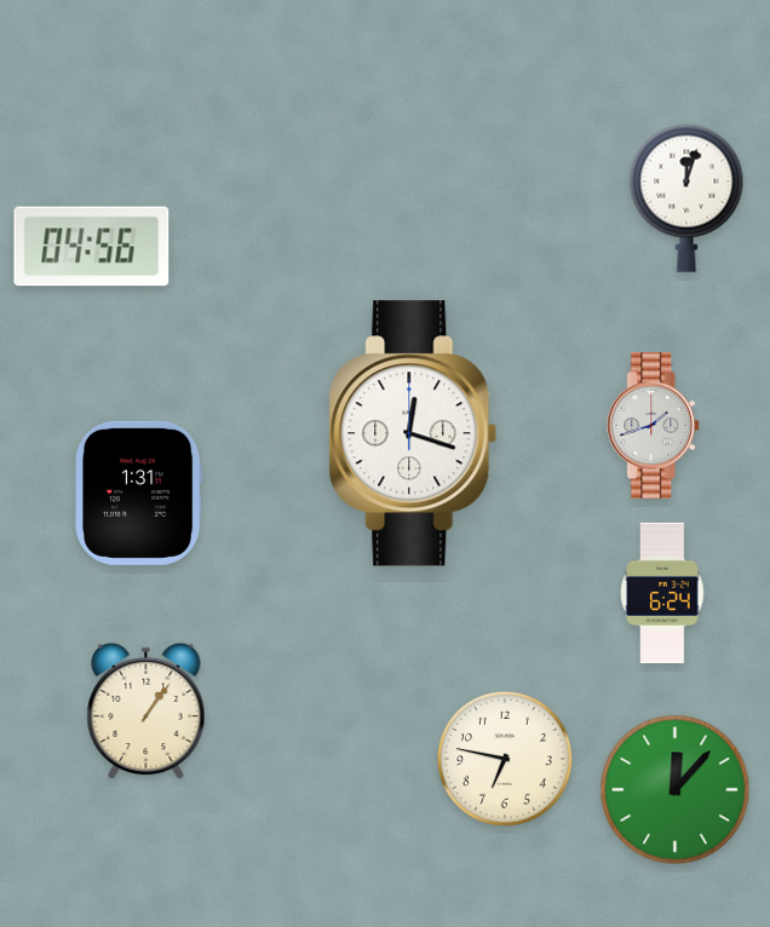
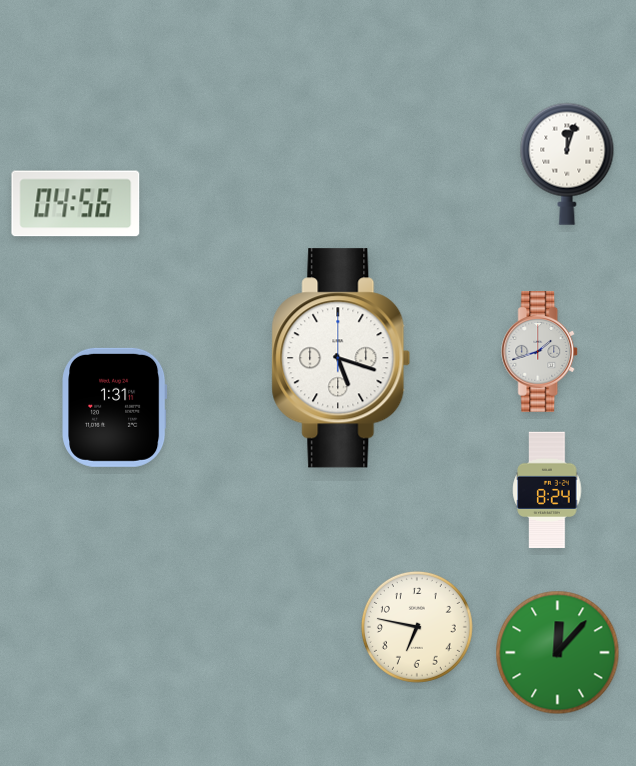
clock at (413, 433): 12:18 -> 5:18
clock at (662, 593): 6:24 -> 8:24
clock at (146, 712): 1:06 -> none
